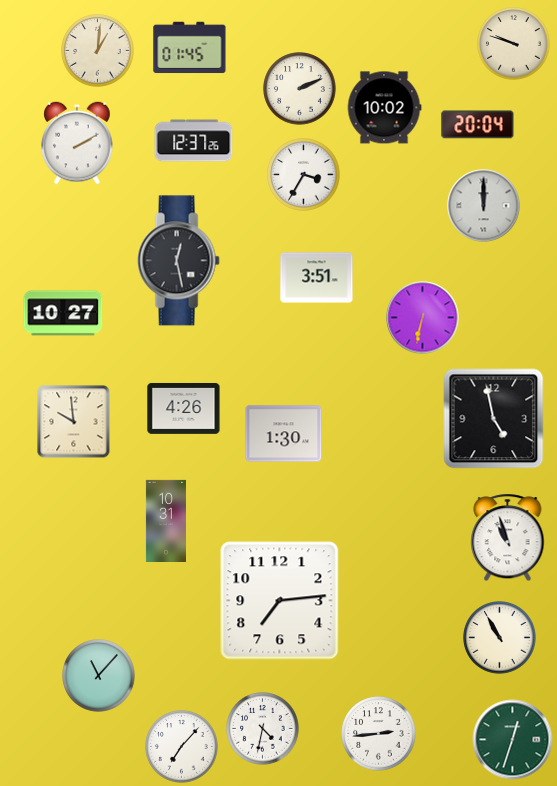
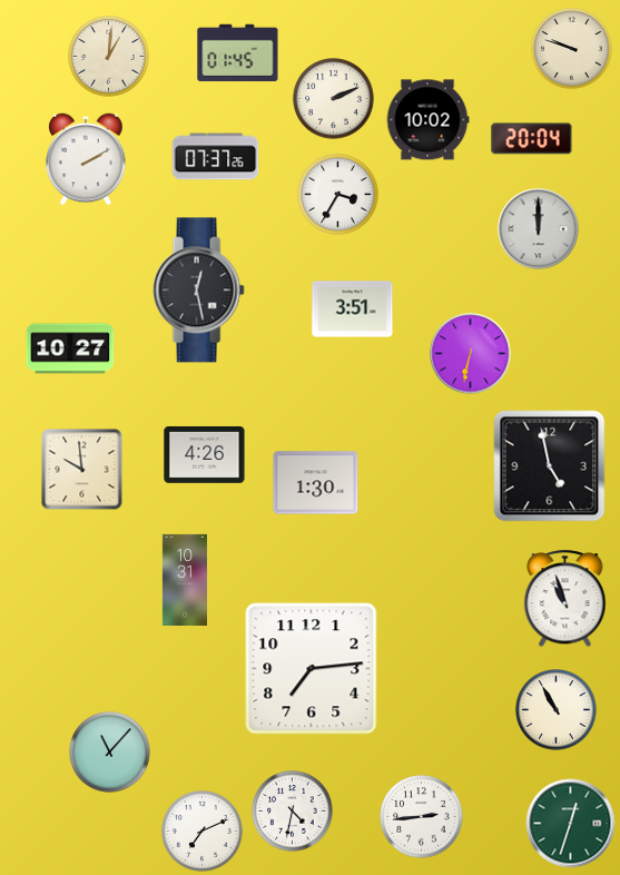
clock at (190, 48) position: (190, 48) -> (238, 53)
clock at (194, 141): 12:37 -> 07:37
clock at (182, 747): 7:07 -> 7:11
